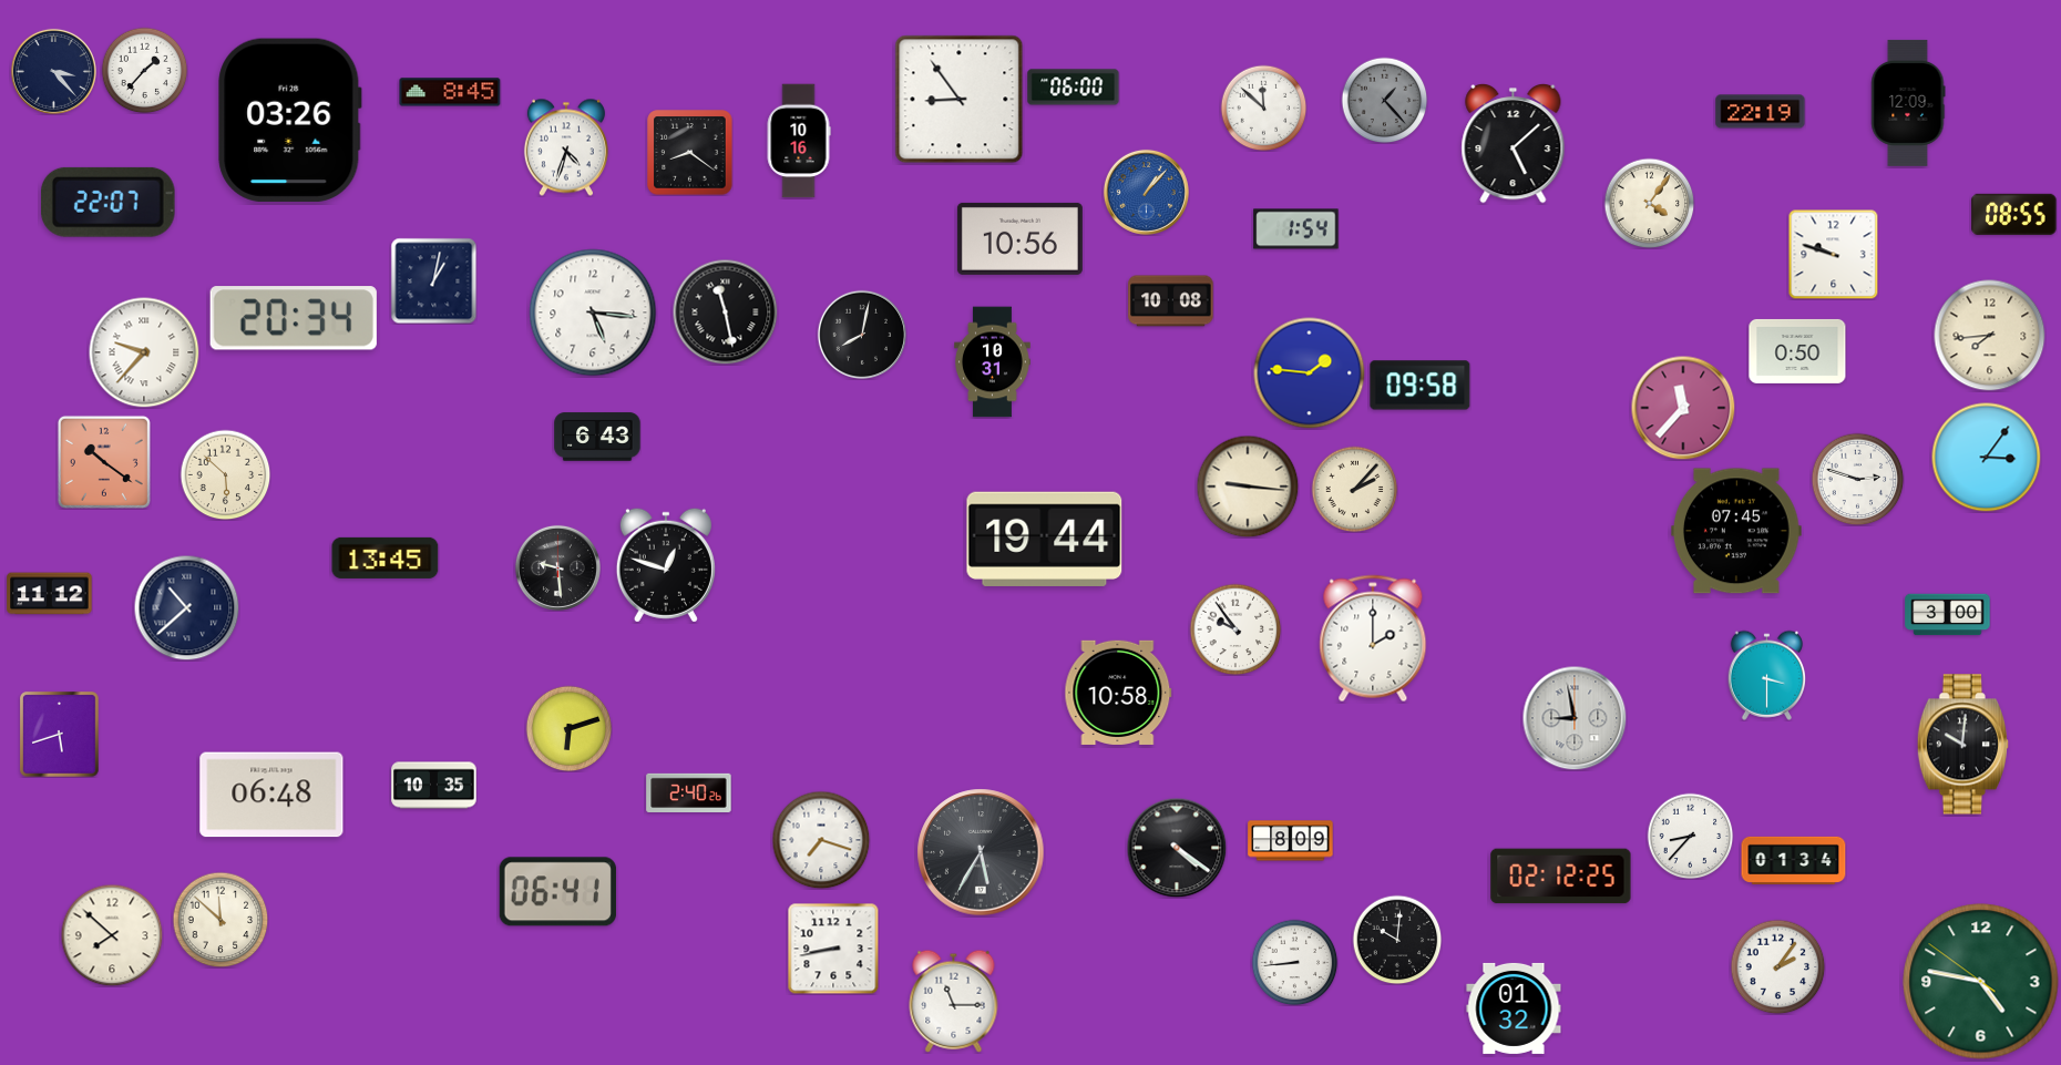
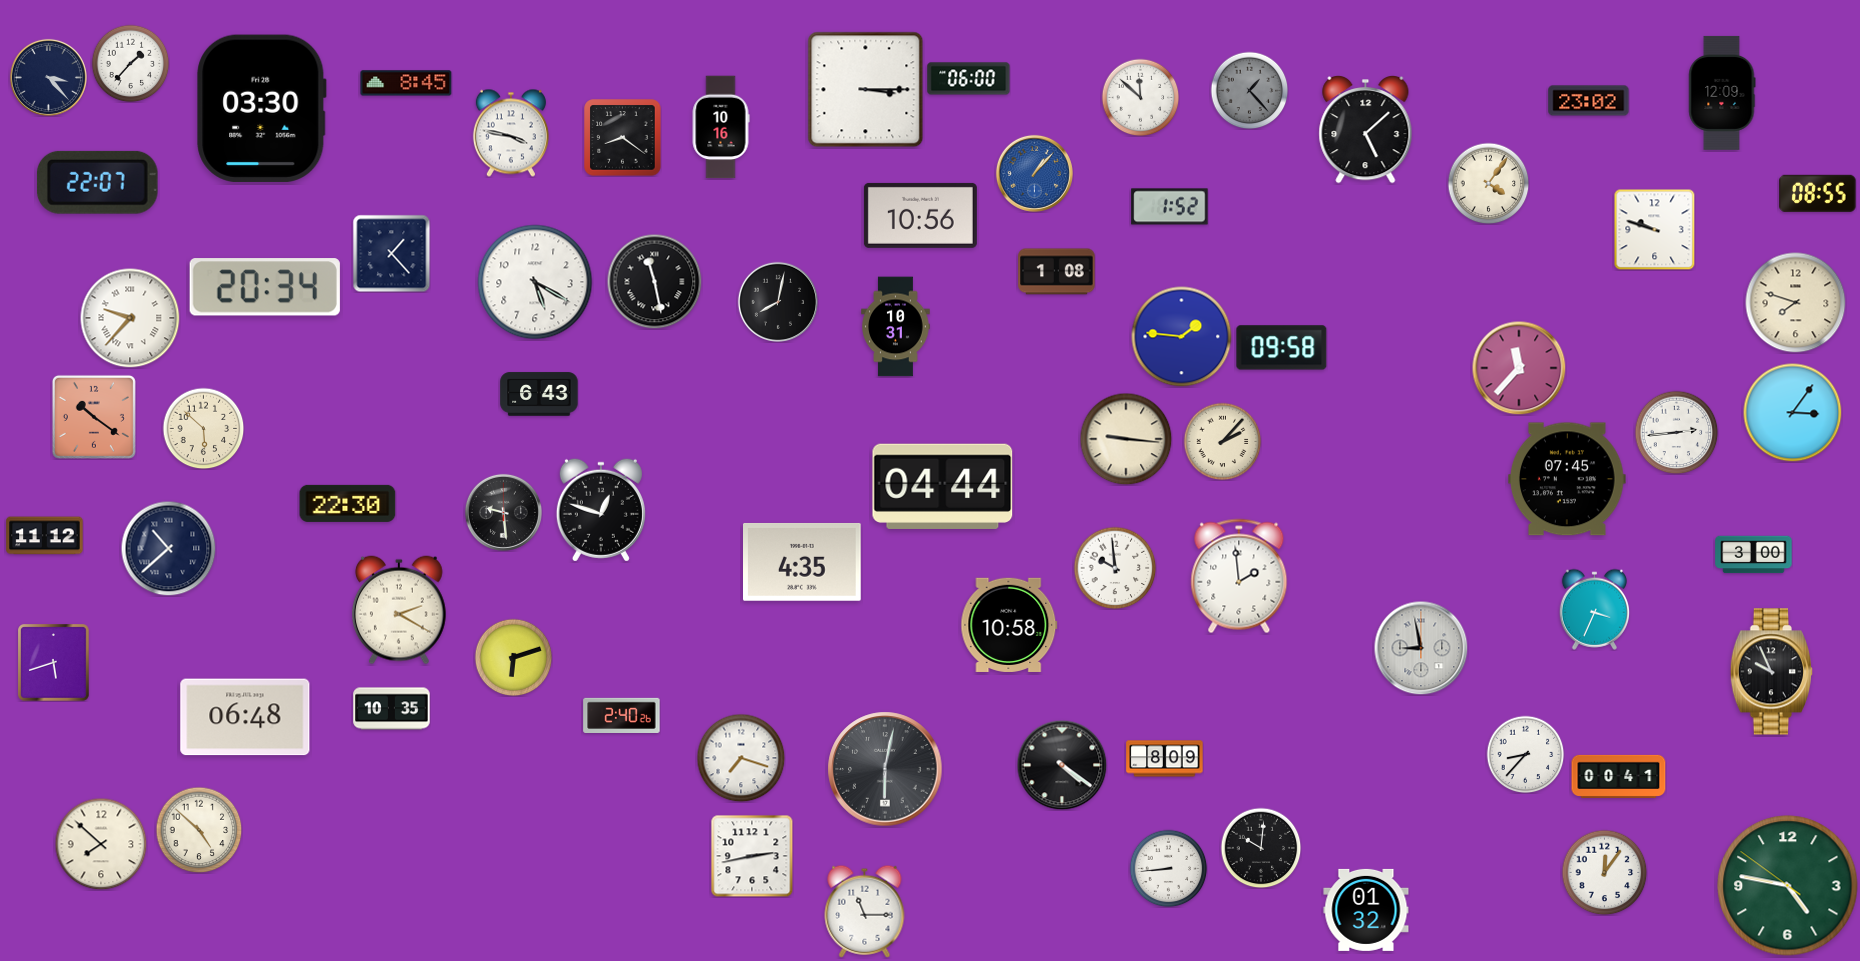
clock at (53, 71) position: (53, 71) -> (48, 77)
clock at (960, 100): 8:54 -> 3:15
clock at (1761, 112): 22:19 -> 23:02
clock at (290, 120): 03:26 -> 03:30
clock at (566, 147): 4:33 -> 3:47
clock at (1296, 229): 1:54 -> 1:52
clock at (433, 280): 1:02 -> 1:23
clock at (1171, 301): 10:08 -> 1:08
clock at (593, 313): 5:16 -> 5:20
clock at (1990, 336): 7:44 -> 7:48
clock at (1797, 351): 0:50 -> none
clock at (1857, 479): 2:48 -> 2:44
clock at (1045, 539): 19:44 -> 04:44
clock at (386, 557): 13:45 -> 22:30
clock at (1948, 615) position: (1948, 615) -> (1754, 555)
clock at (803, 562): none -> 4:35
clock at (1235, 629): 9:54 -> 9:59
clock at (1373, 638): 2:00 -> 1:59
clock at (1766, 675): 3:30 -> 3:34
clock at (400, 610): none -> 2:20
clock at (1962, 745): 10:01 -> 9:56
clock at (981, 852): 5:35 -> 6:02
clock at (1794, 860): 01:34 -> 00:41
clock at (1561, 877): 02:12 -> none
clock at (557, 892): 06:41 -> none
clock at (221, 920): 11:52 -> 4:52
clock at (833, 949): 8:43 -> 2:43
clock at (1777, 966): 2:06 -> 12:06
clock at (954, 1001) position: (954, 1001) -> (865, 911)
